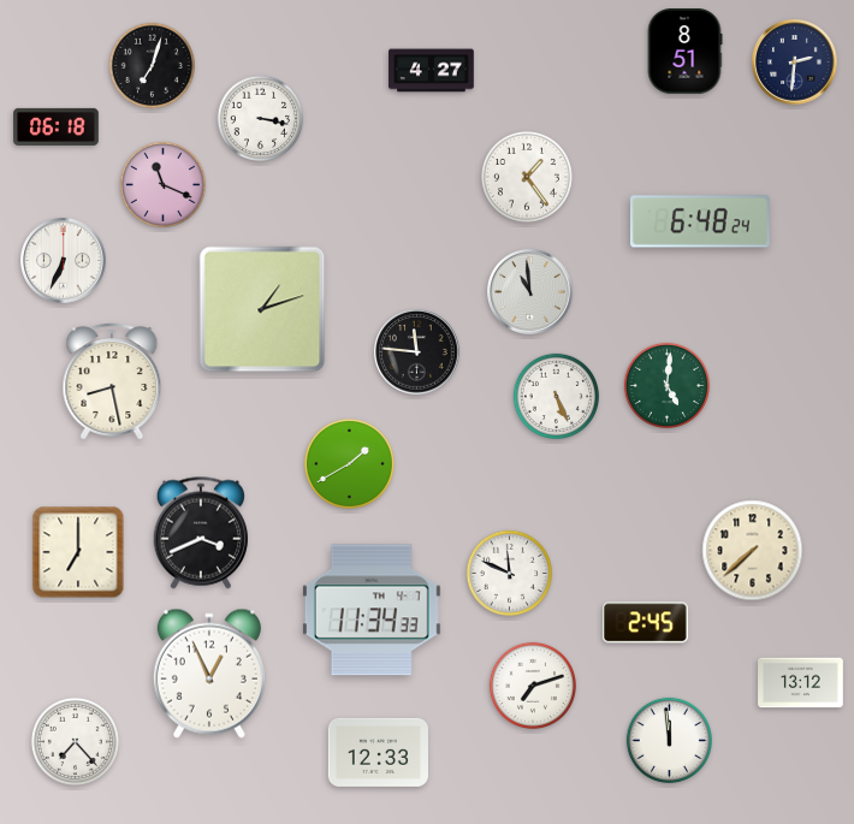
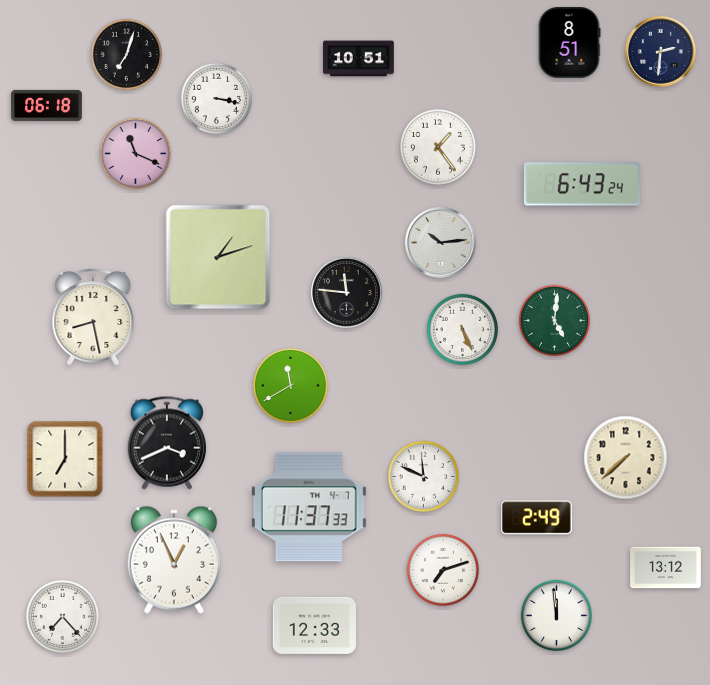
clock at (432, 71): 4:27 -> 10:51
clock at (700, 221): 6:48 -> 6:43
clock at (64, 261): 6:34 -> none
clock at (530, 292): 10:59 -> 10:14
clock at (349, 463): 1:40 -> 11:40
clock at (372, 610): 11:34 -> 11:37
clock at (646, 623): 2:45 -> 2:49
